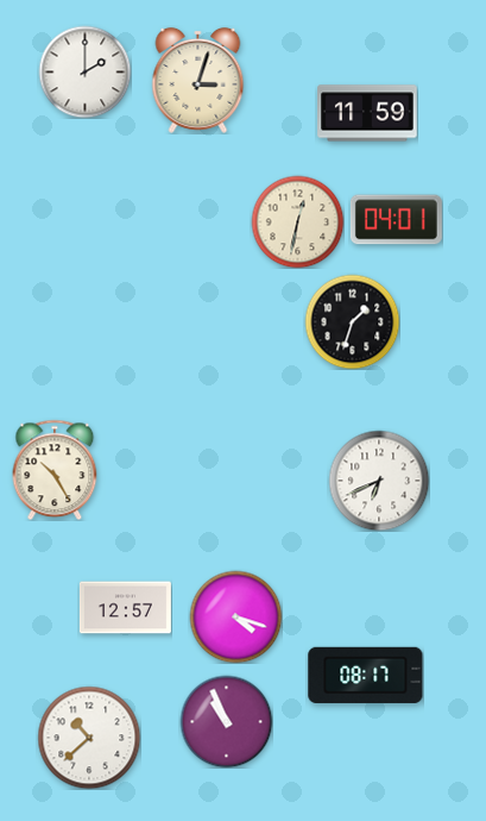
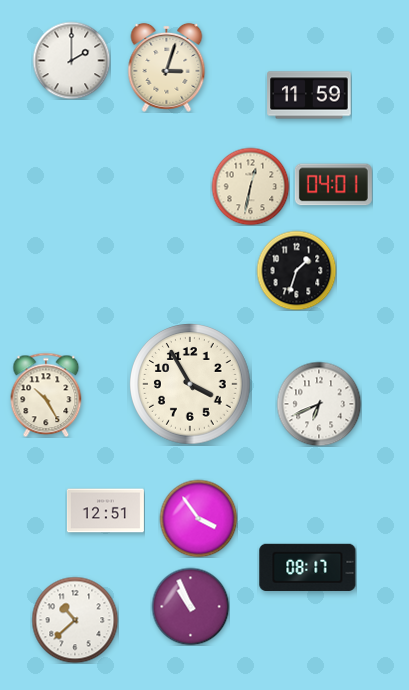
clock at (190, 384): none -> 3:55
clock at (125, 608): 12:57 -> 12:51
clock at (235, 616): 4:18 -> 3:54
